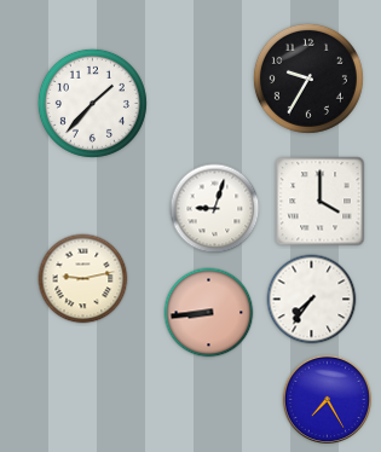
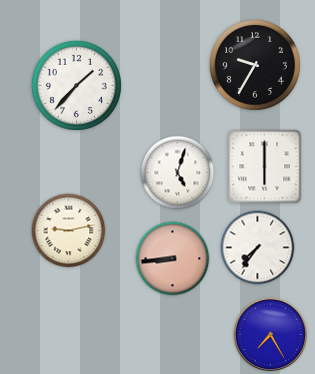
clock at (321, 202): 4:00 -> 6:00
clock at (215, 209): 9:03 -> 5:03
clock at (327, 399) position: (327, 399) -> (270, 334)
